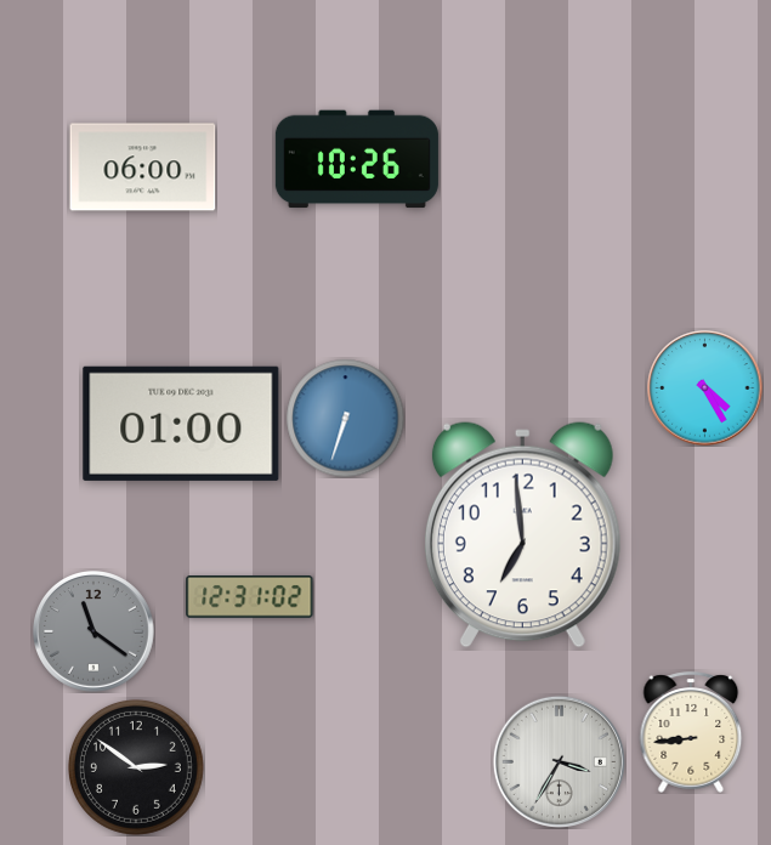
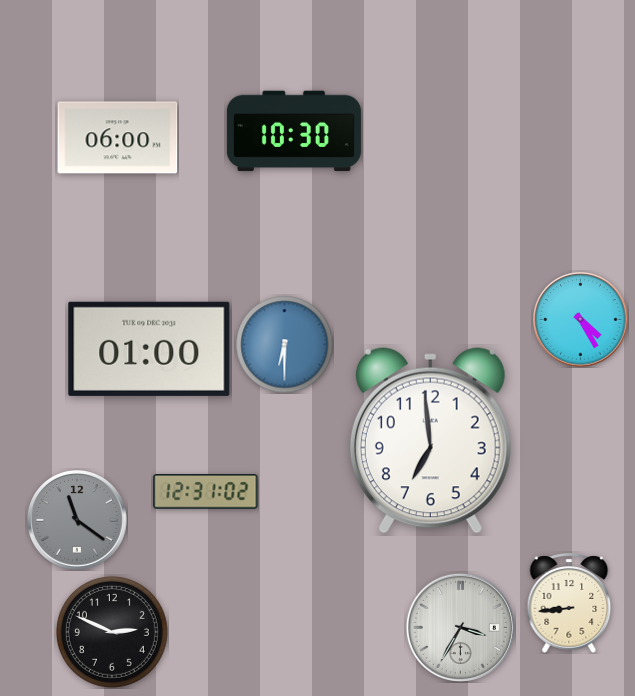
clock at (357, 159): 10:26 -> 10:30
clock at (345, 418): 6:33 -> 6:30
clock at (136, 767): 2:51 -> 2:49
